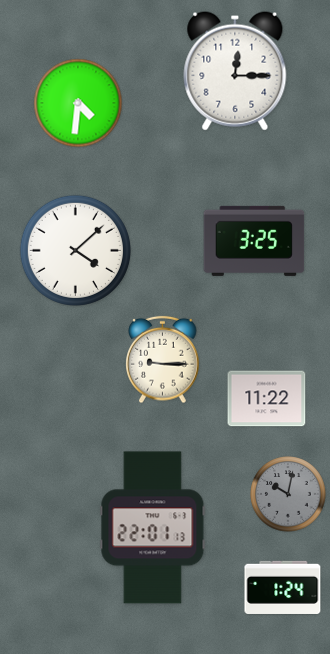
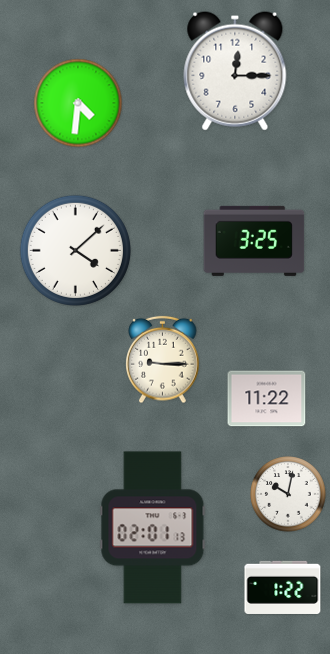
clock at (288, 494) dial: grey -> white
clock at (153, 528): 22:01 -> 02:01
clock at (283, 587): 1:24 -> 1:22
